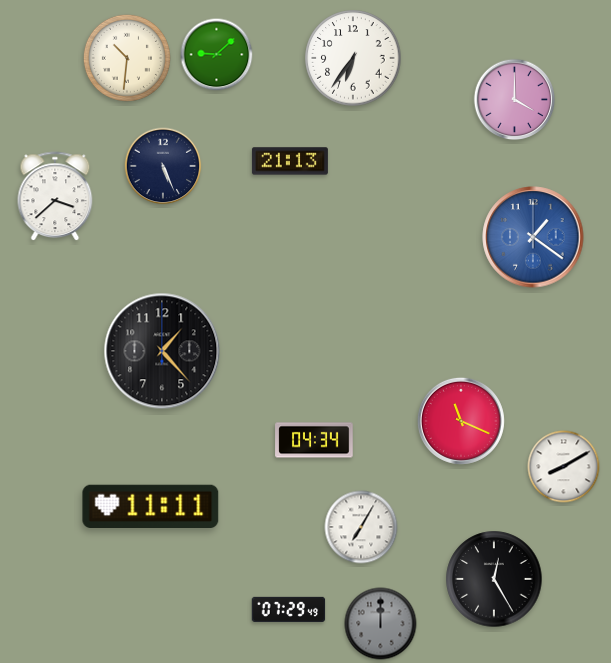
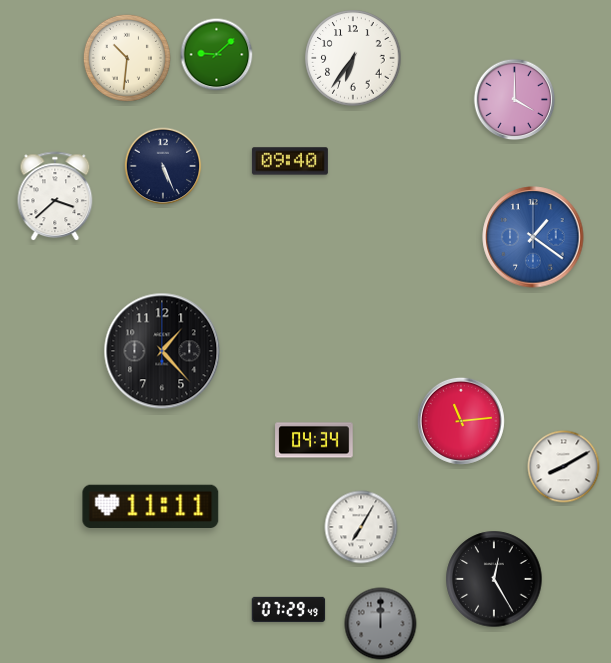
clock at (290, 161): 21:13 -> 09:40
clock at (461, 421): 11:19 -> 11:14
